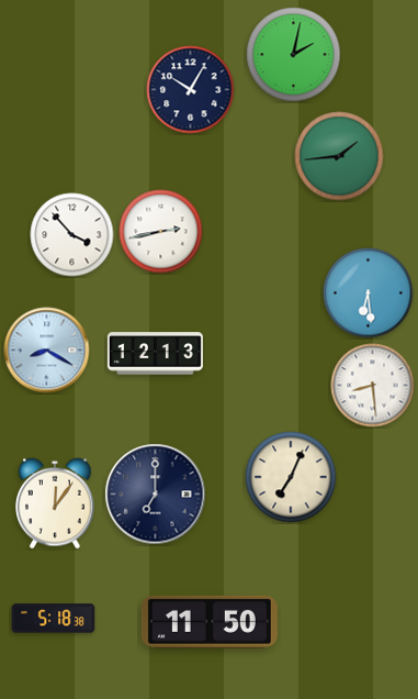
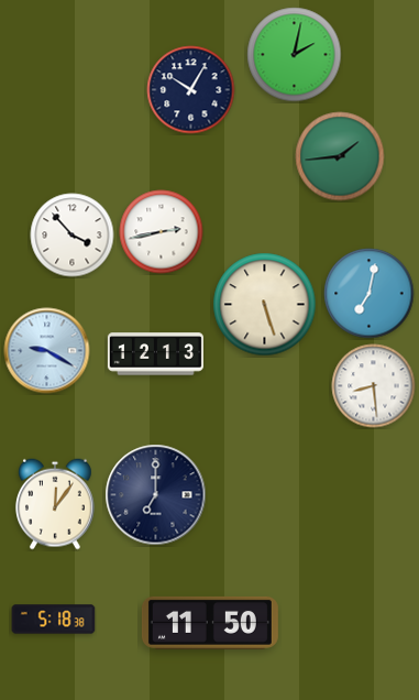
clock at (369, 293): 6:29 -> 7:02
clock at (265, 305): none -> 5:27
clock at (47, 351): 8:20 -> 9:20
clock at (291, 477): 7:04 -> none
